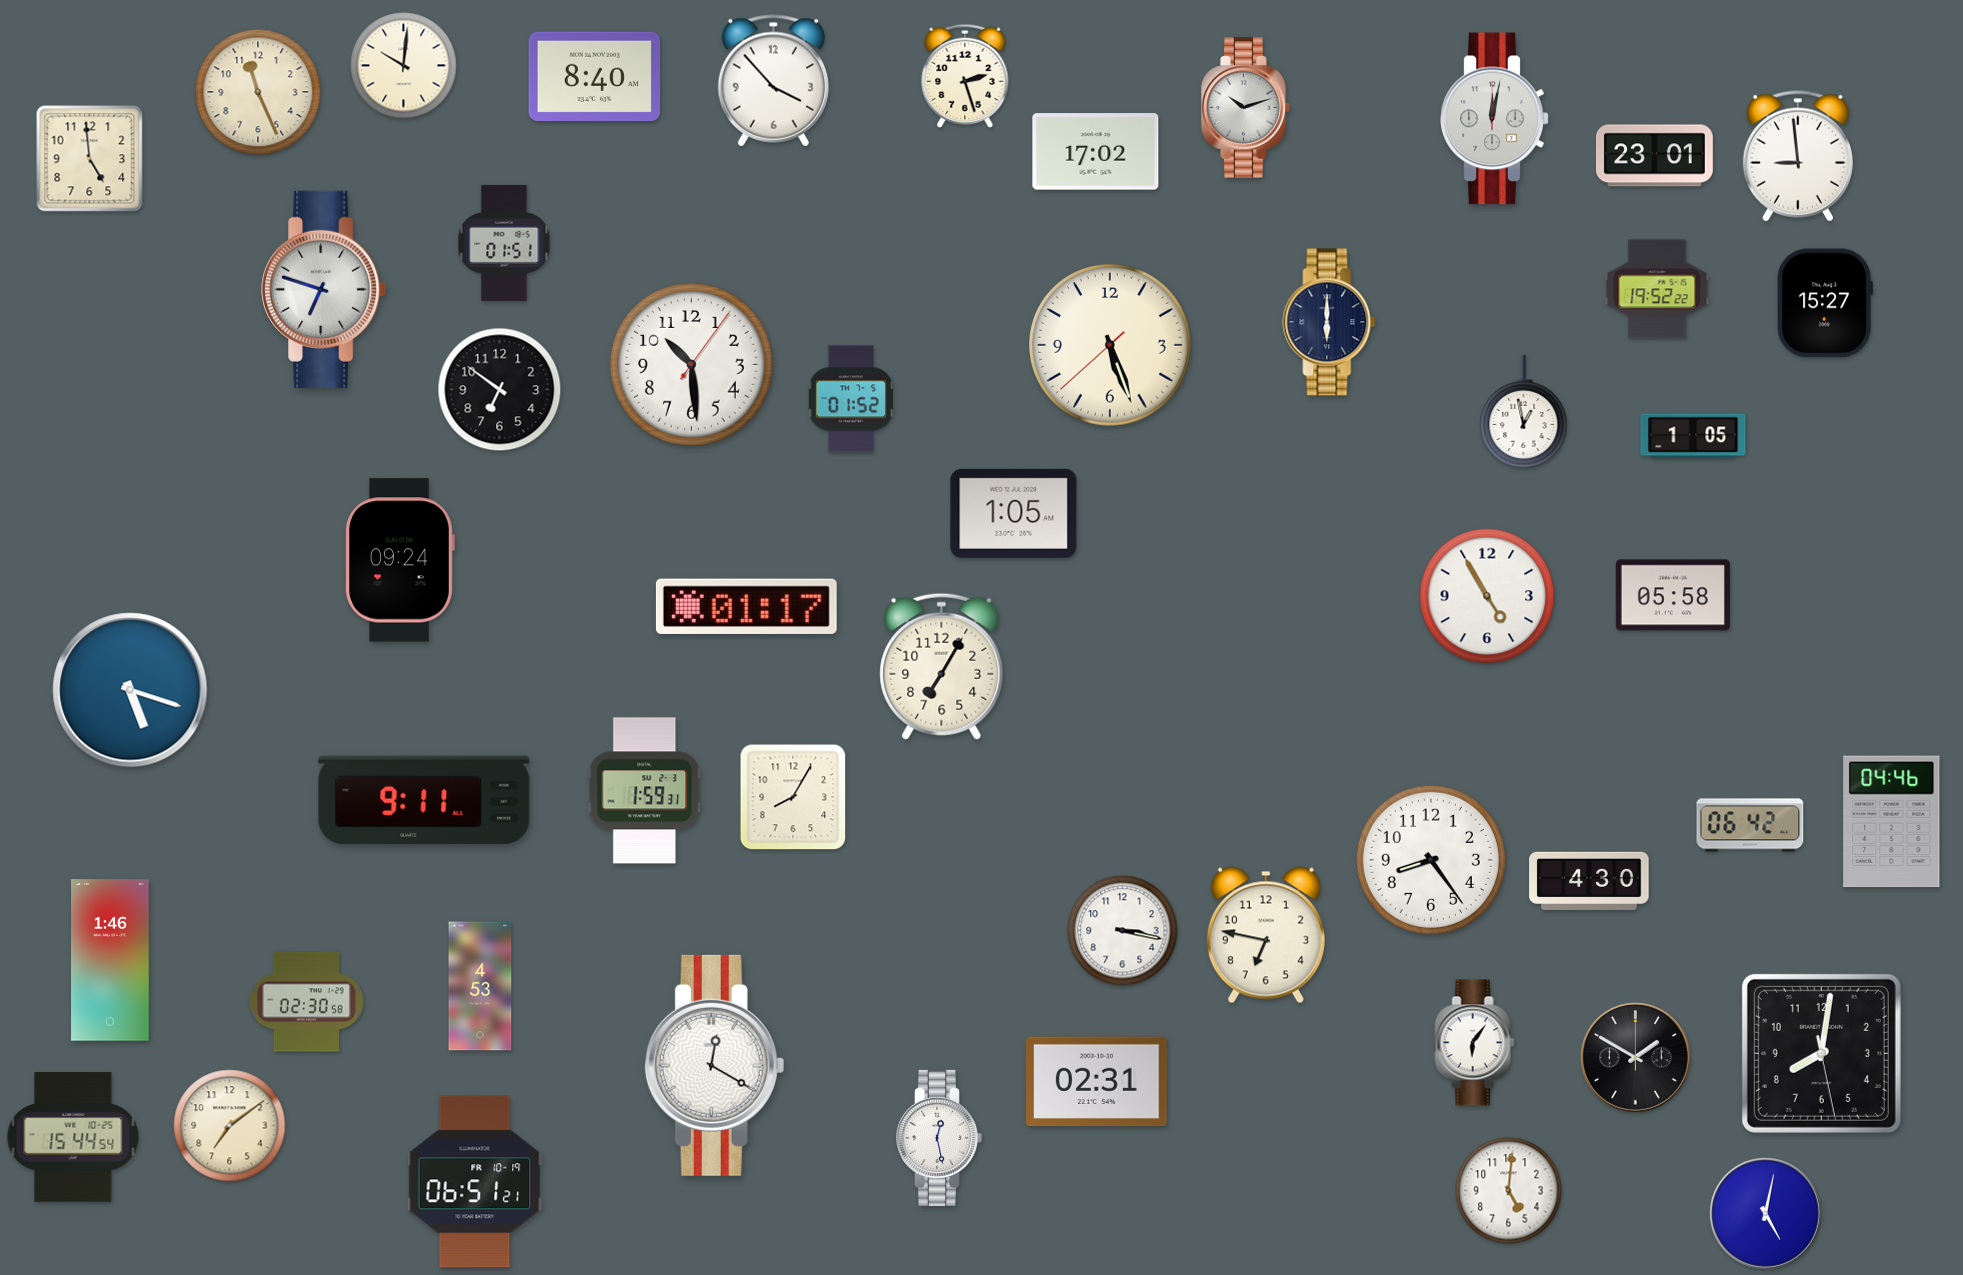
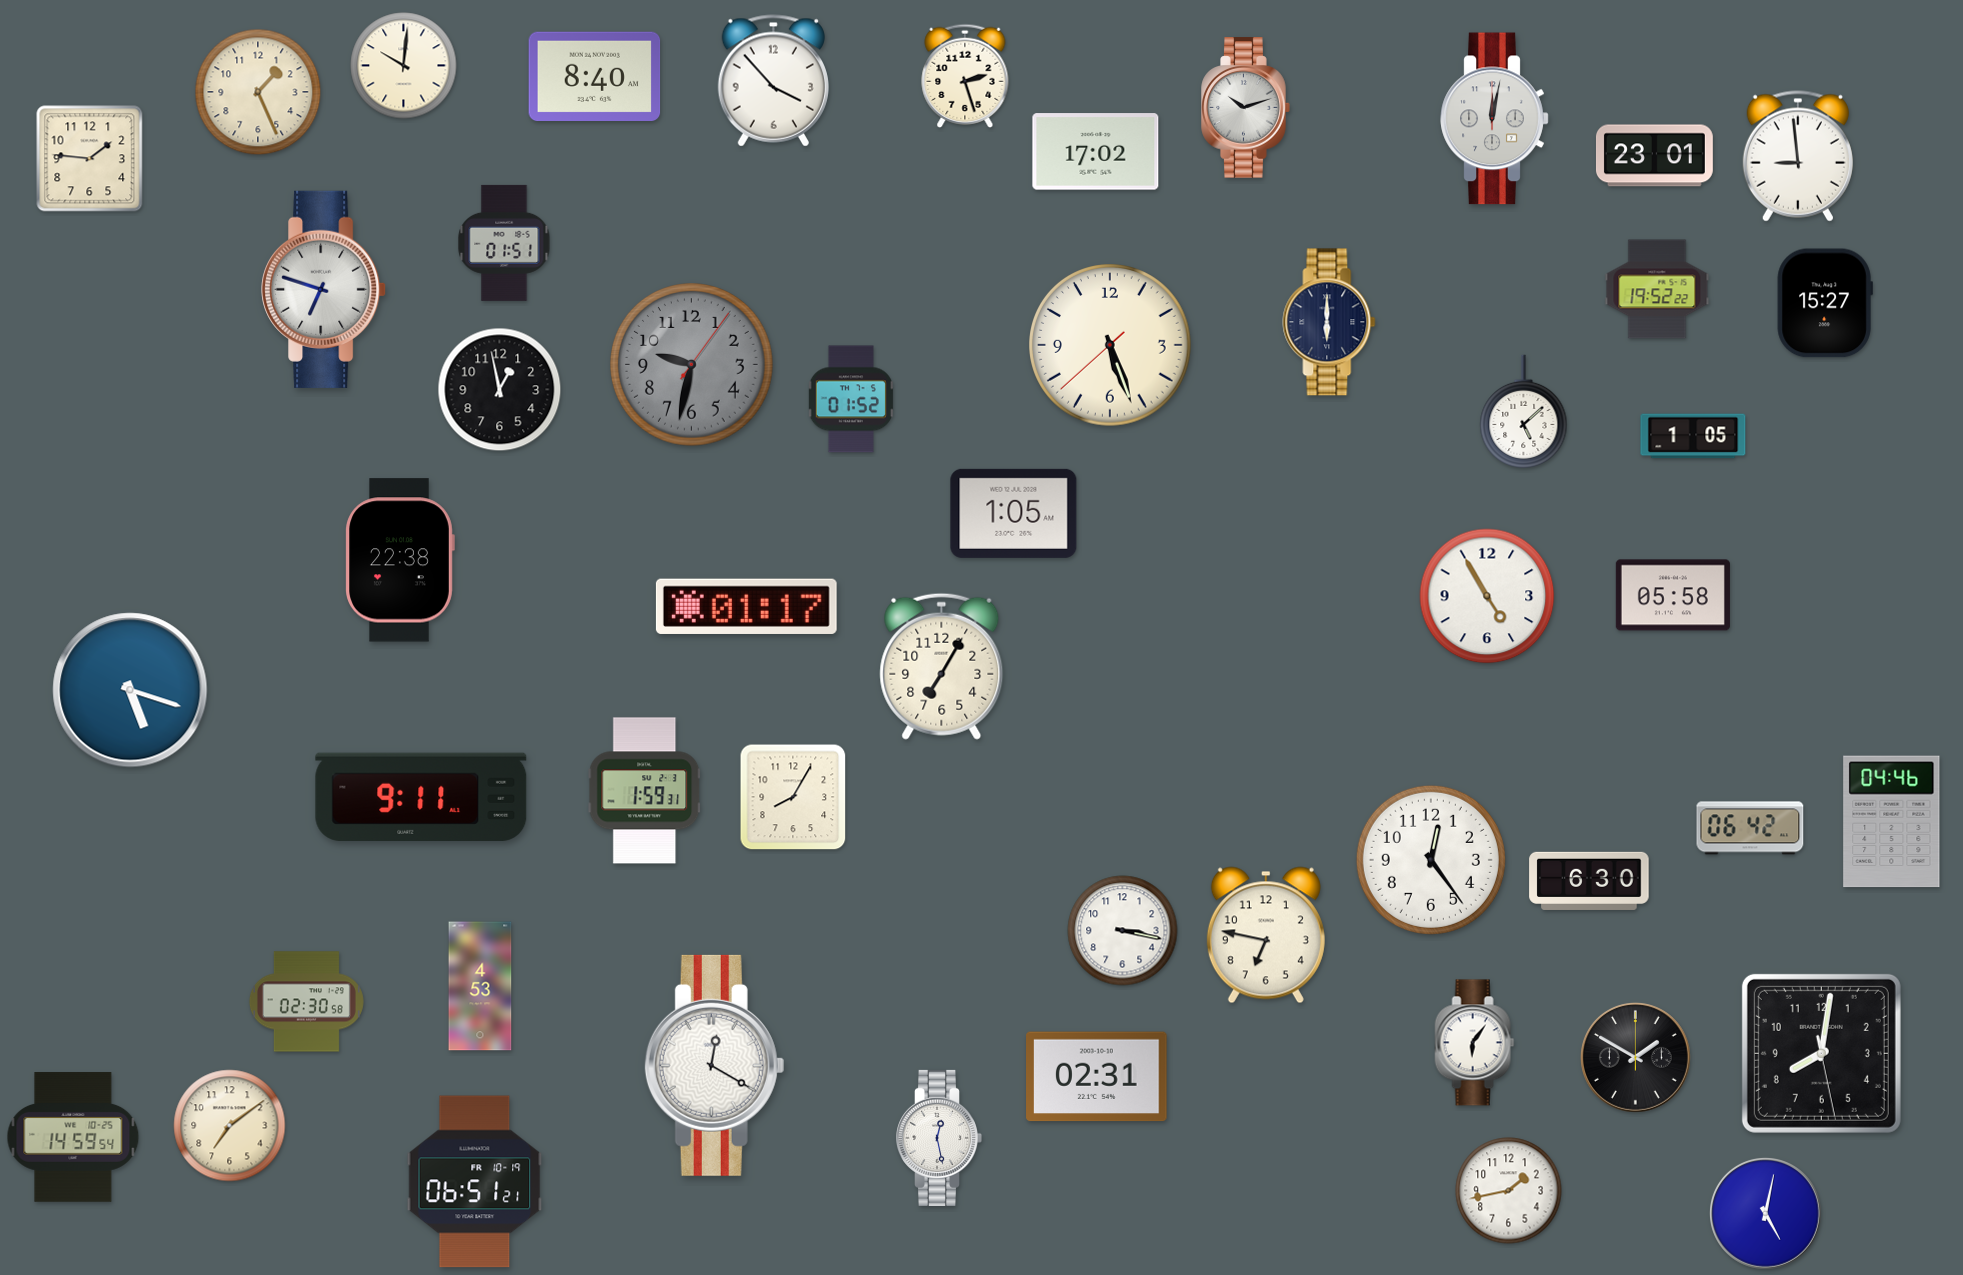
clock at (258, 92): 11:26 -> 1:26
clock at (90, 159): 4:59 -> 1:46
clock at (692, 365): 10:29 -> 9:32
clock at (692, 365) dial: white -> grey
clock at (500, 390): 6:51 -> 12:58
clock at (1524, 411): 12:58 -> 5:08
clock at (400, 560): 09:24 -> 22:38
clock at (424, 800) position: (424, 800) -> (421, 797)
clock at (1750, 825) position: (1750, 825) -> (1750, 828)
clock at (1431, 860): 8:24 -> 12:24
clock at (1589, 881): 4:30 -> 6:30
clock at (110, 960): 1:46 -> none
clock at (1097, 1082) position: (1097, 1082) -> (1097, 1077)
clock at (73, 1137): 15:44 -> 14:59
clock at (1509, 1191): 5:01 -> 1:43
